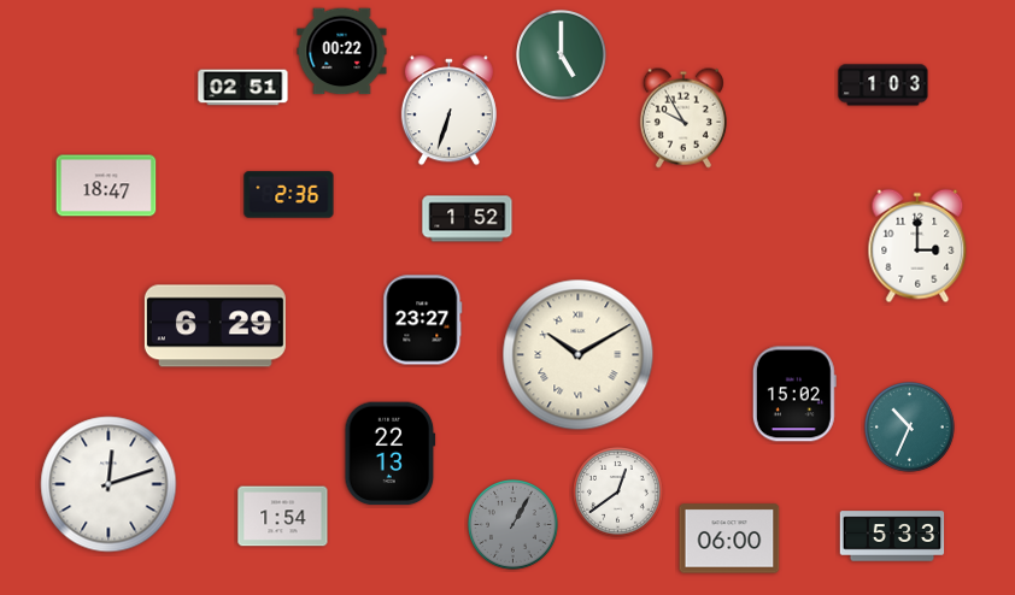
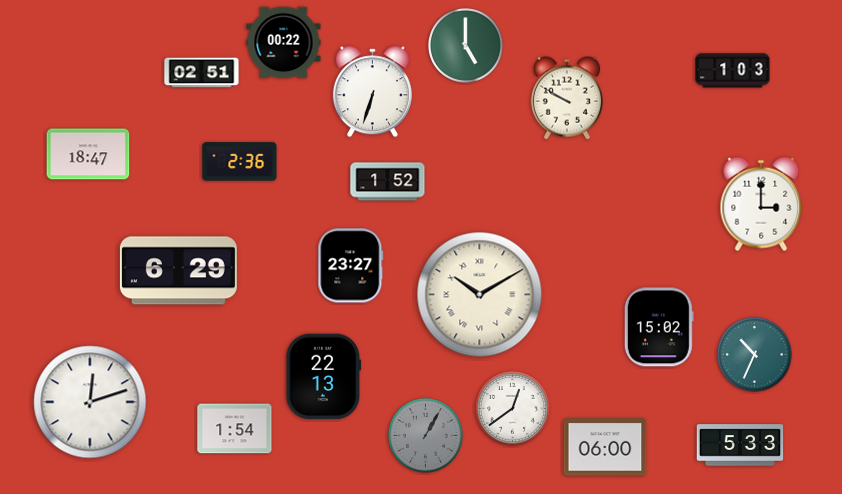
clock at (683, 118): 9:55 -> 9:50
